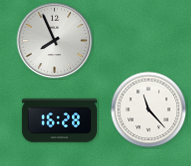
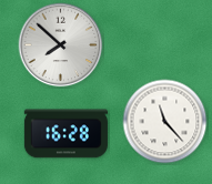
clock at (55, 41): 7:56 -> 7:52
